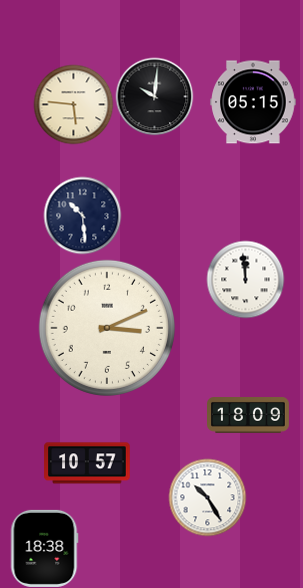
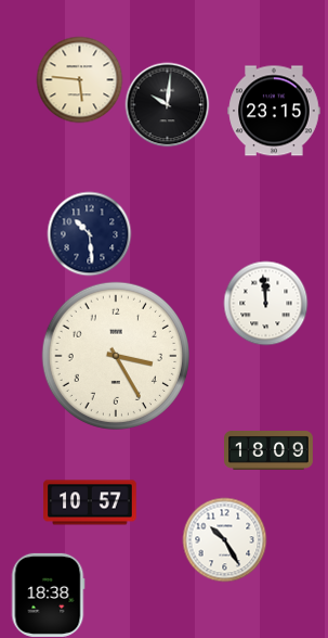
clock at (253, 102): 05:15 -> 23:15
clock at (73, 104) position: (73, 104) -> (79, 79)
clock at (107, 328): 3:11 -> 3:25
clock at (87, 463) position: (87, 463) -> (90, 502)
